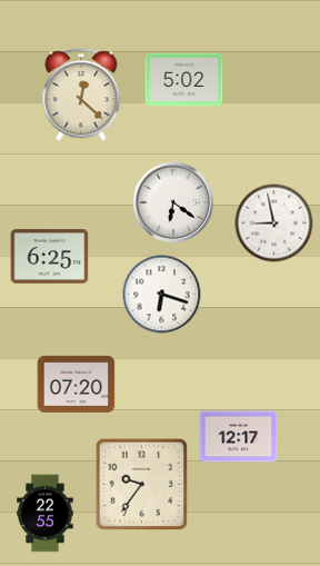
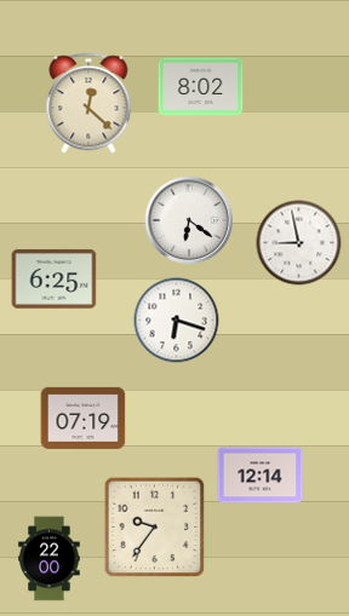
clock at (184, 80): 5:02 -> 8:02
clock at (77, 384): 07:20 -> 07:19
clock at (239, 437): 12:17 -> 12:14
clock at (46, 514): 22:55 -> 22:00
